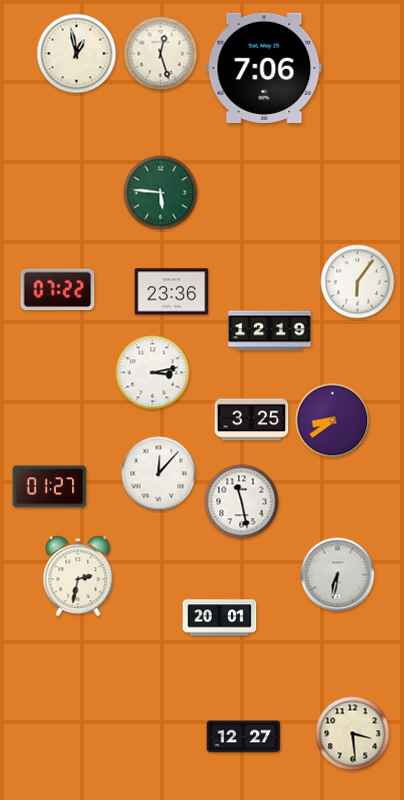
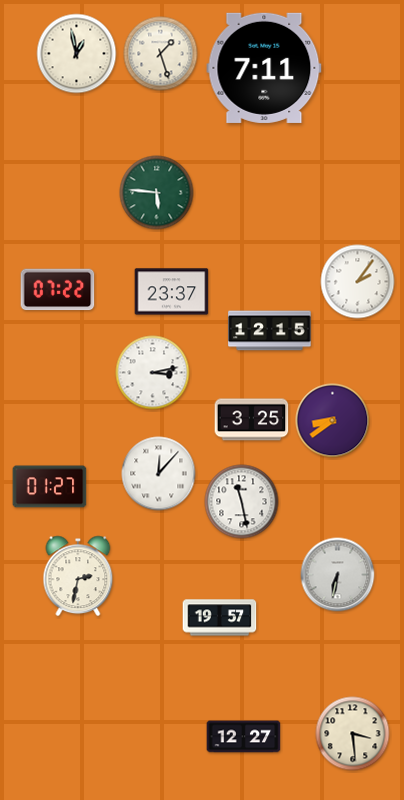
clock at (161, 54): 12:27 -> 1:27
clock at (264, 68): 7:06 -> 7:11
clock at (161, 193) position: (161, 193) -> (157, 193)
clock at (358, 282): 6:06 -> 2:06
clock at (172, 292): 23:36 -> 23:37
clock at (270, 331): 12:19 -> 12:15
clock at (220, 618): 20:01 -> 19:57
